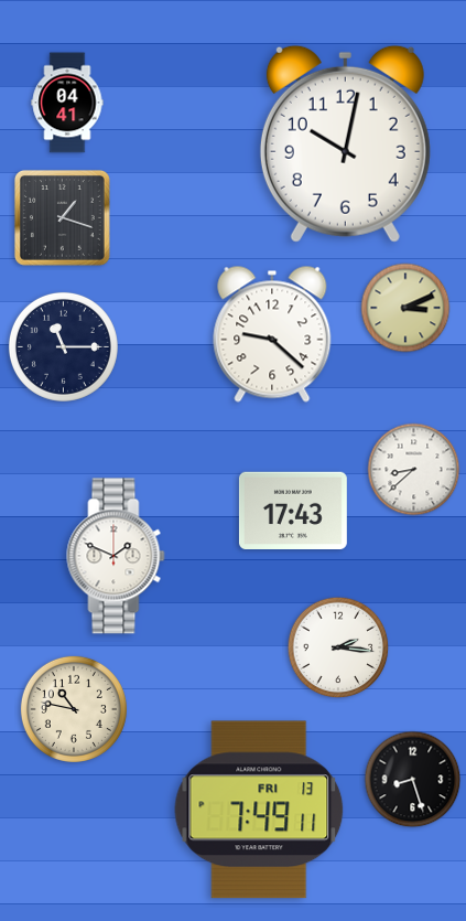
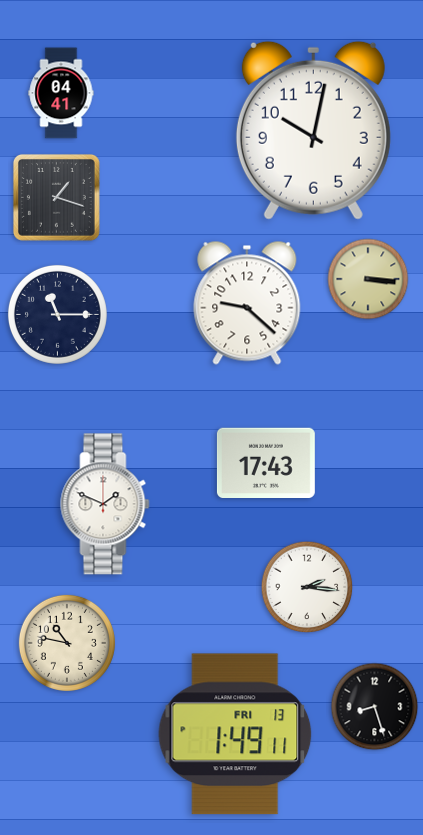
clock at (405, 308): 3:11 -> 3:16
clock at (414, 470): 8:38 -> none
clock at (259, 810): 7:49 -> 1:49
